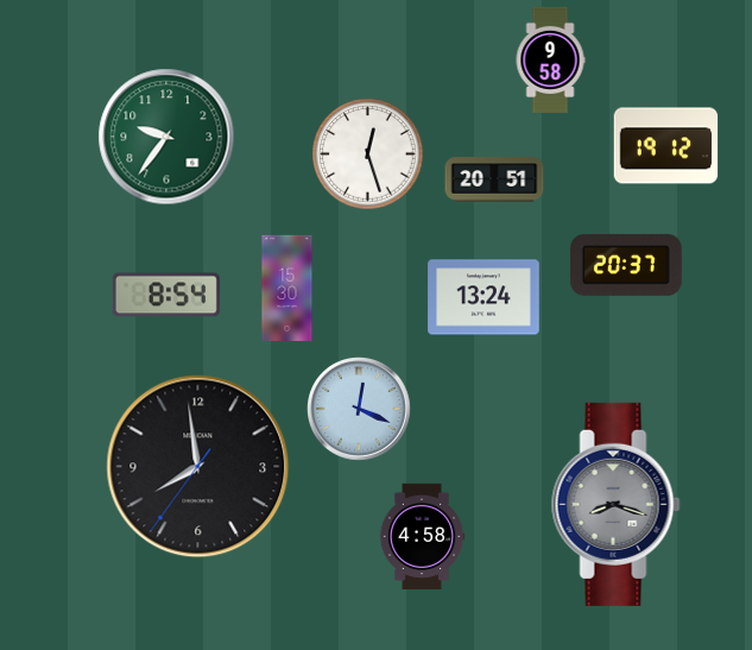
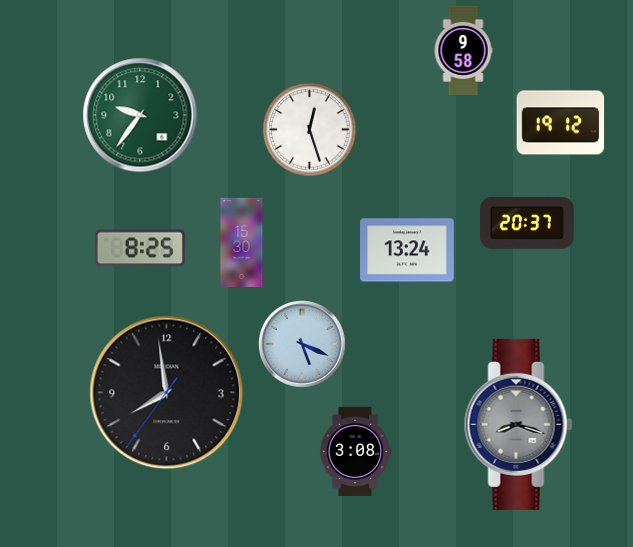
clock at (494, 179): 20:51 -> none
clock at (166, 295): 8:54 -> 8:25
clock at (359, 409): 12:19 -> 5:19
clock at (422, 536): 4:58 -> 3:08
